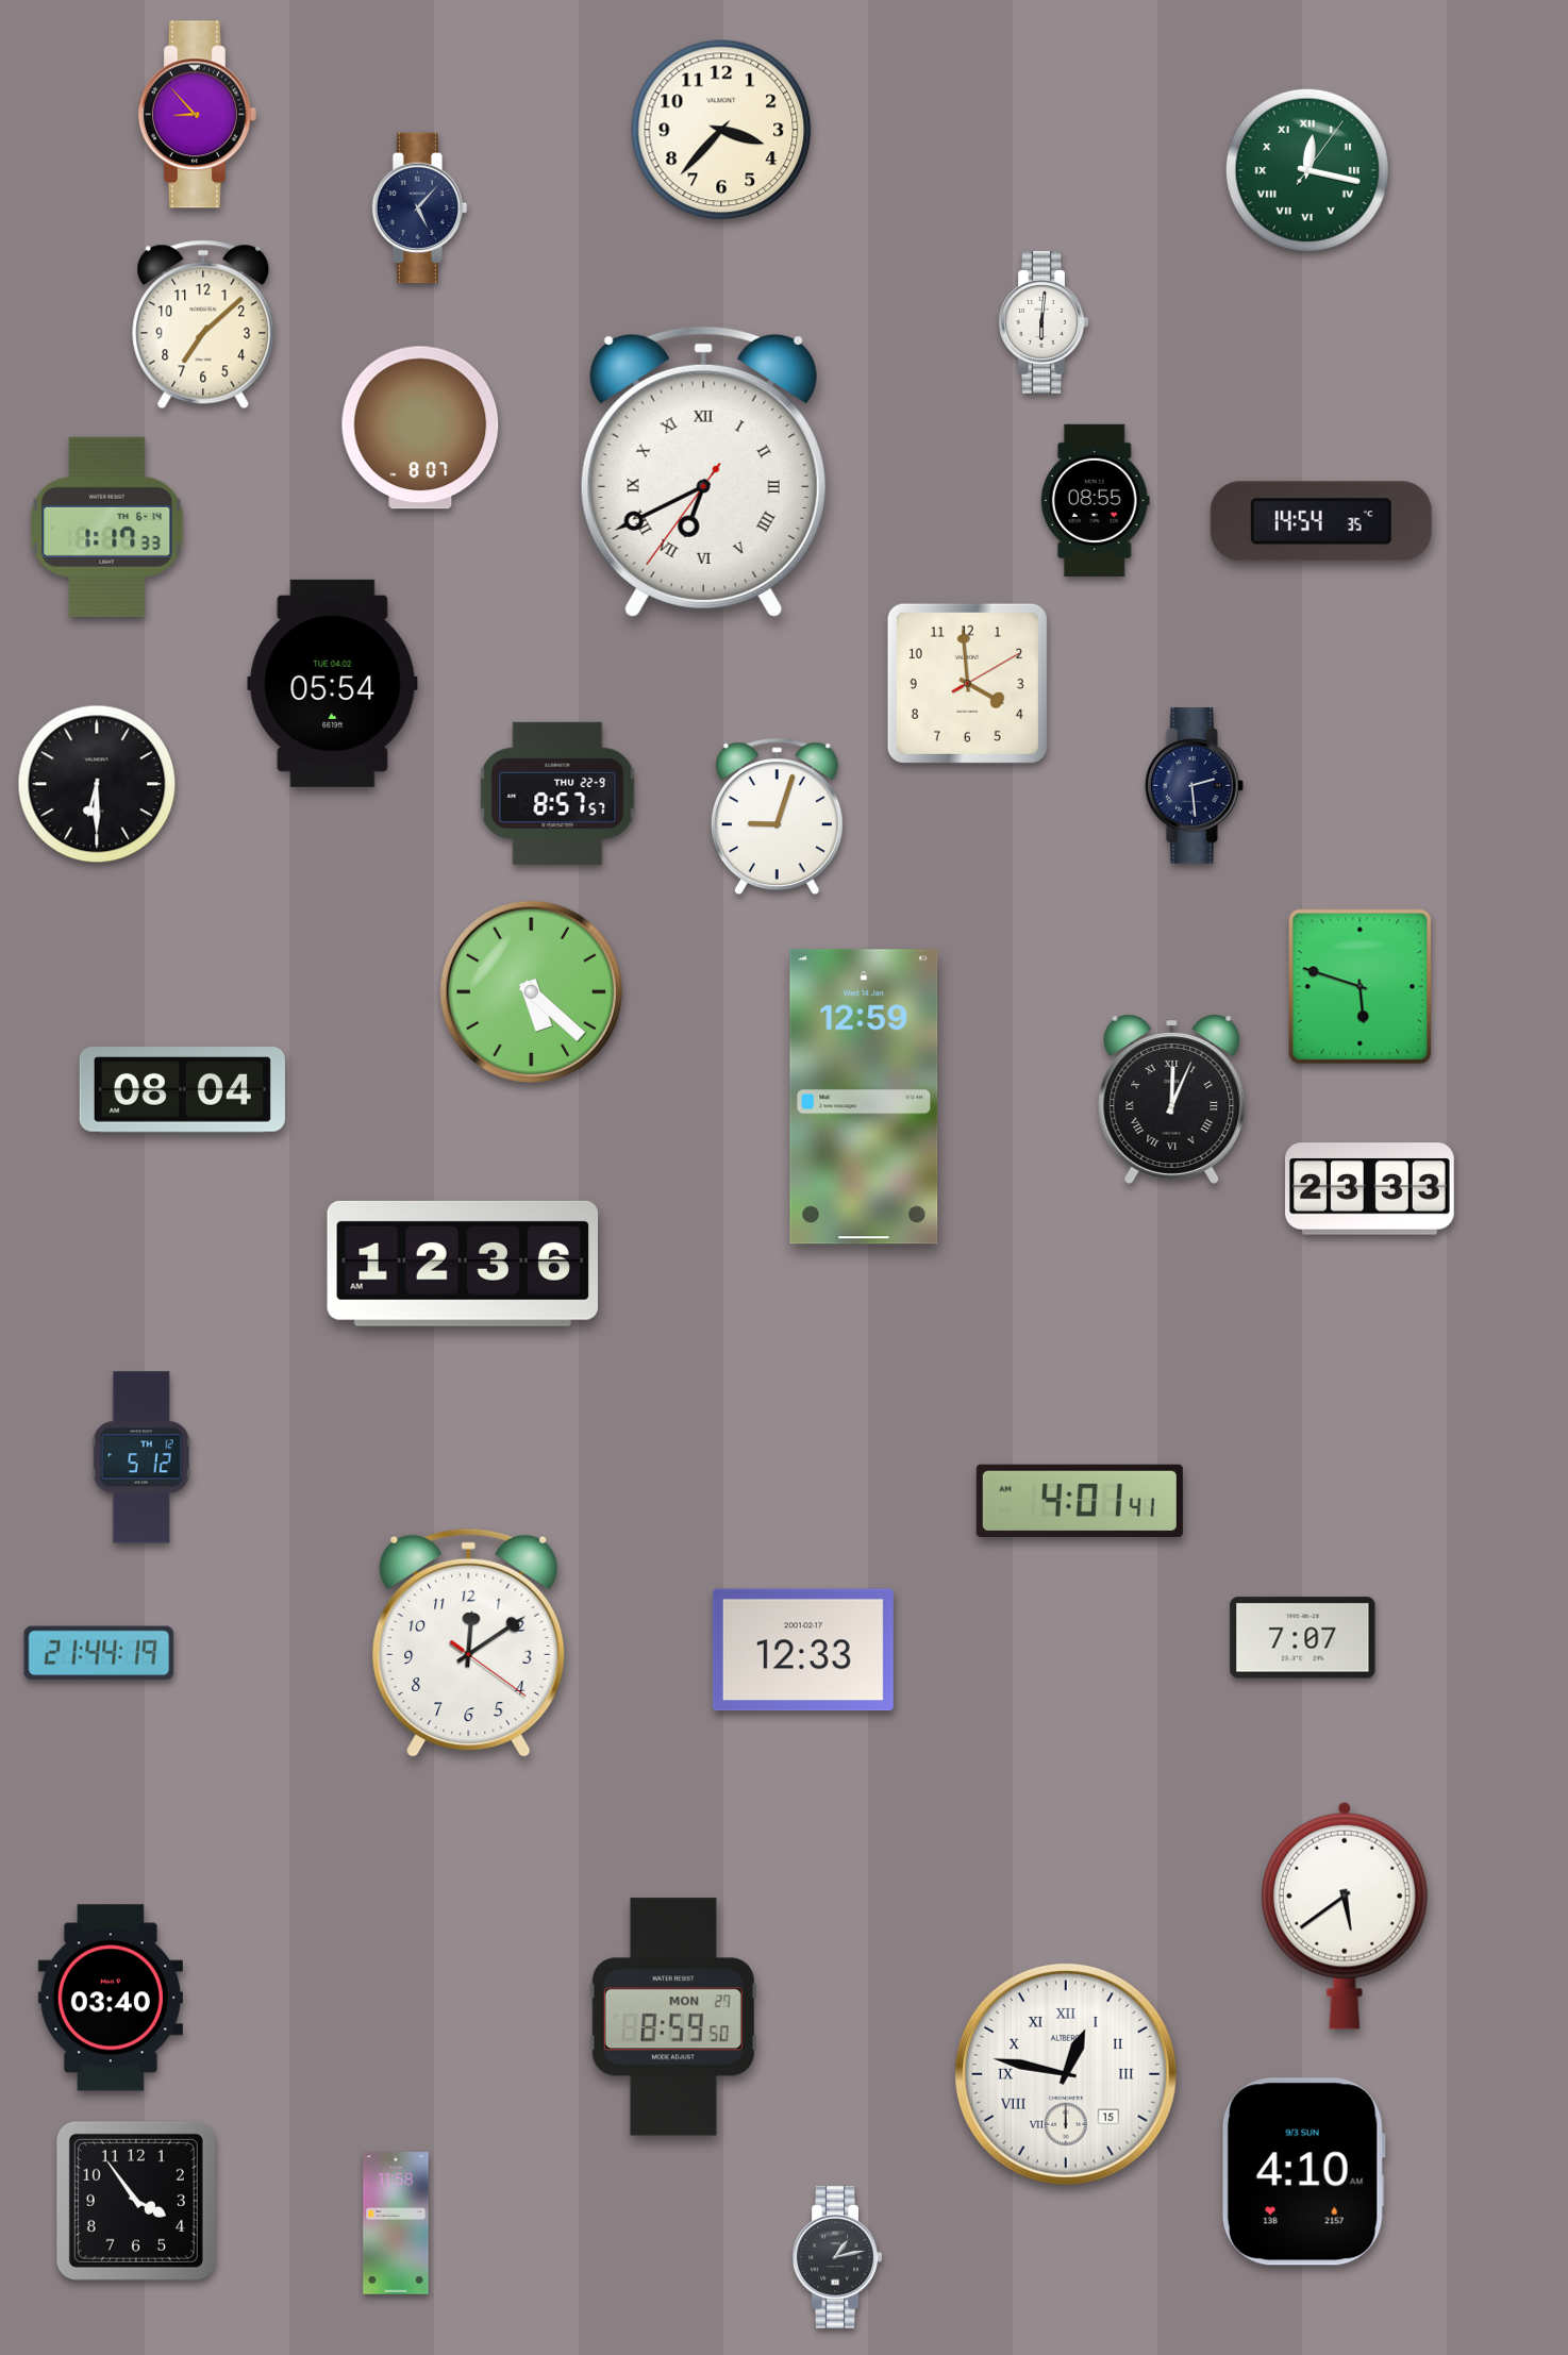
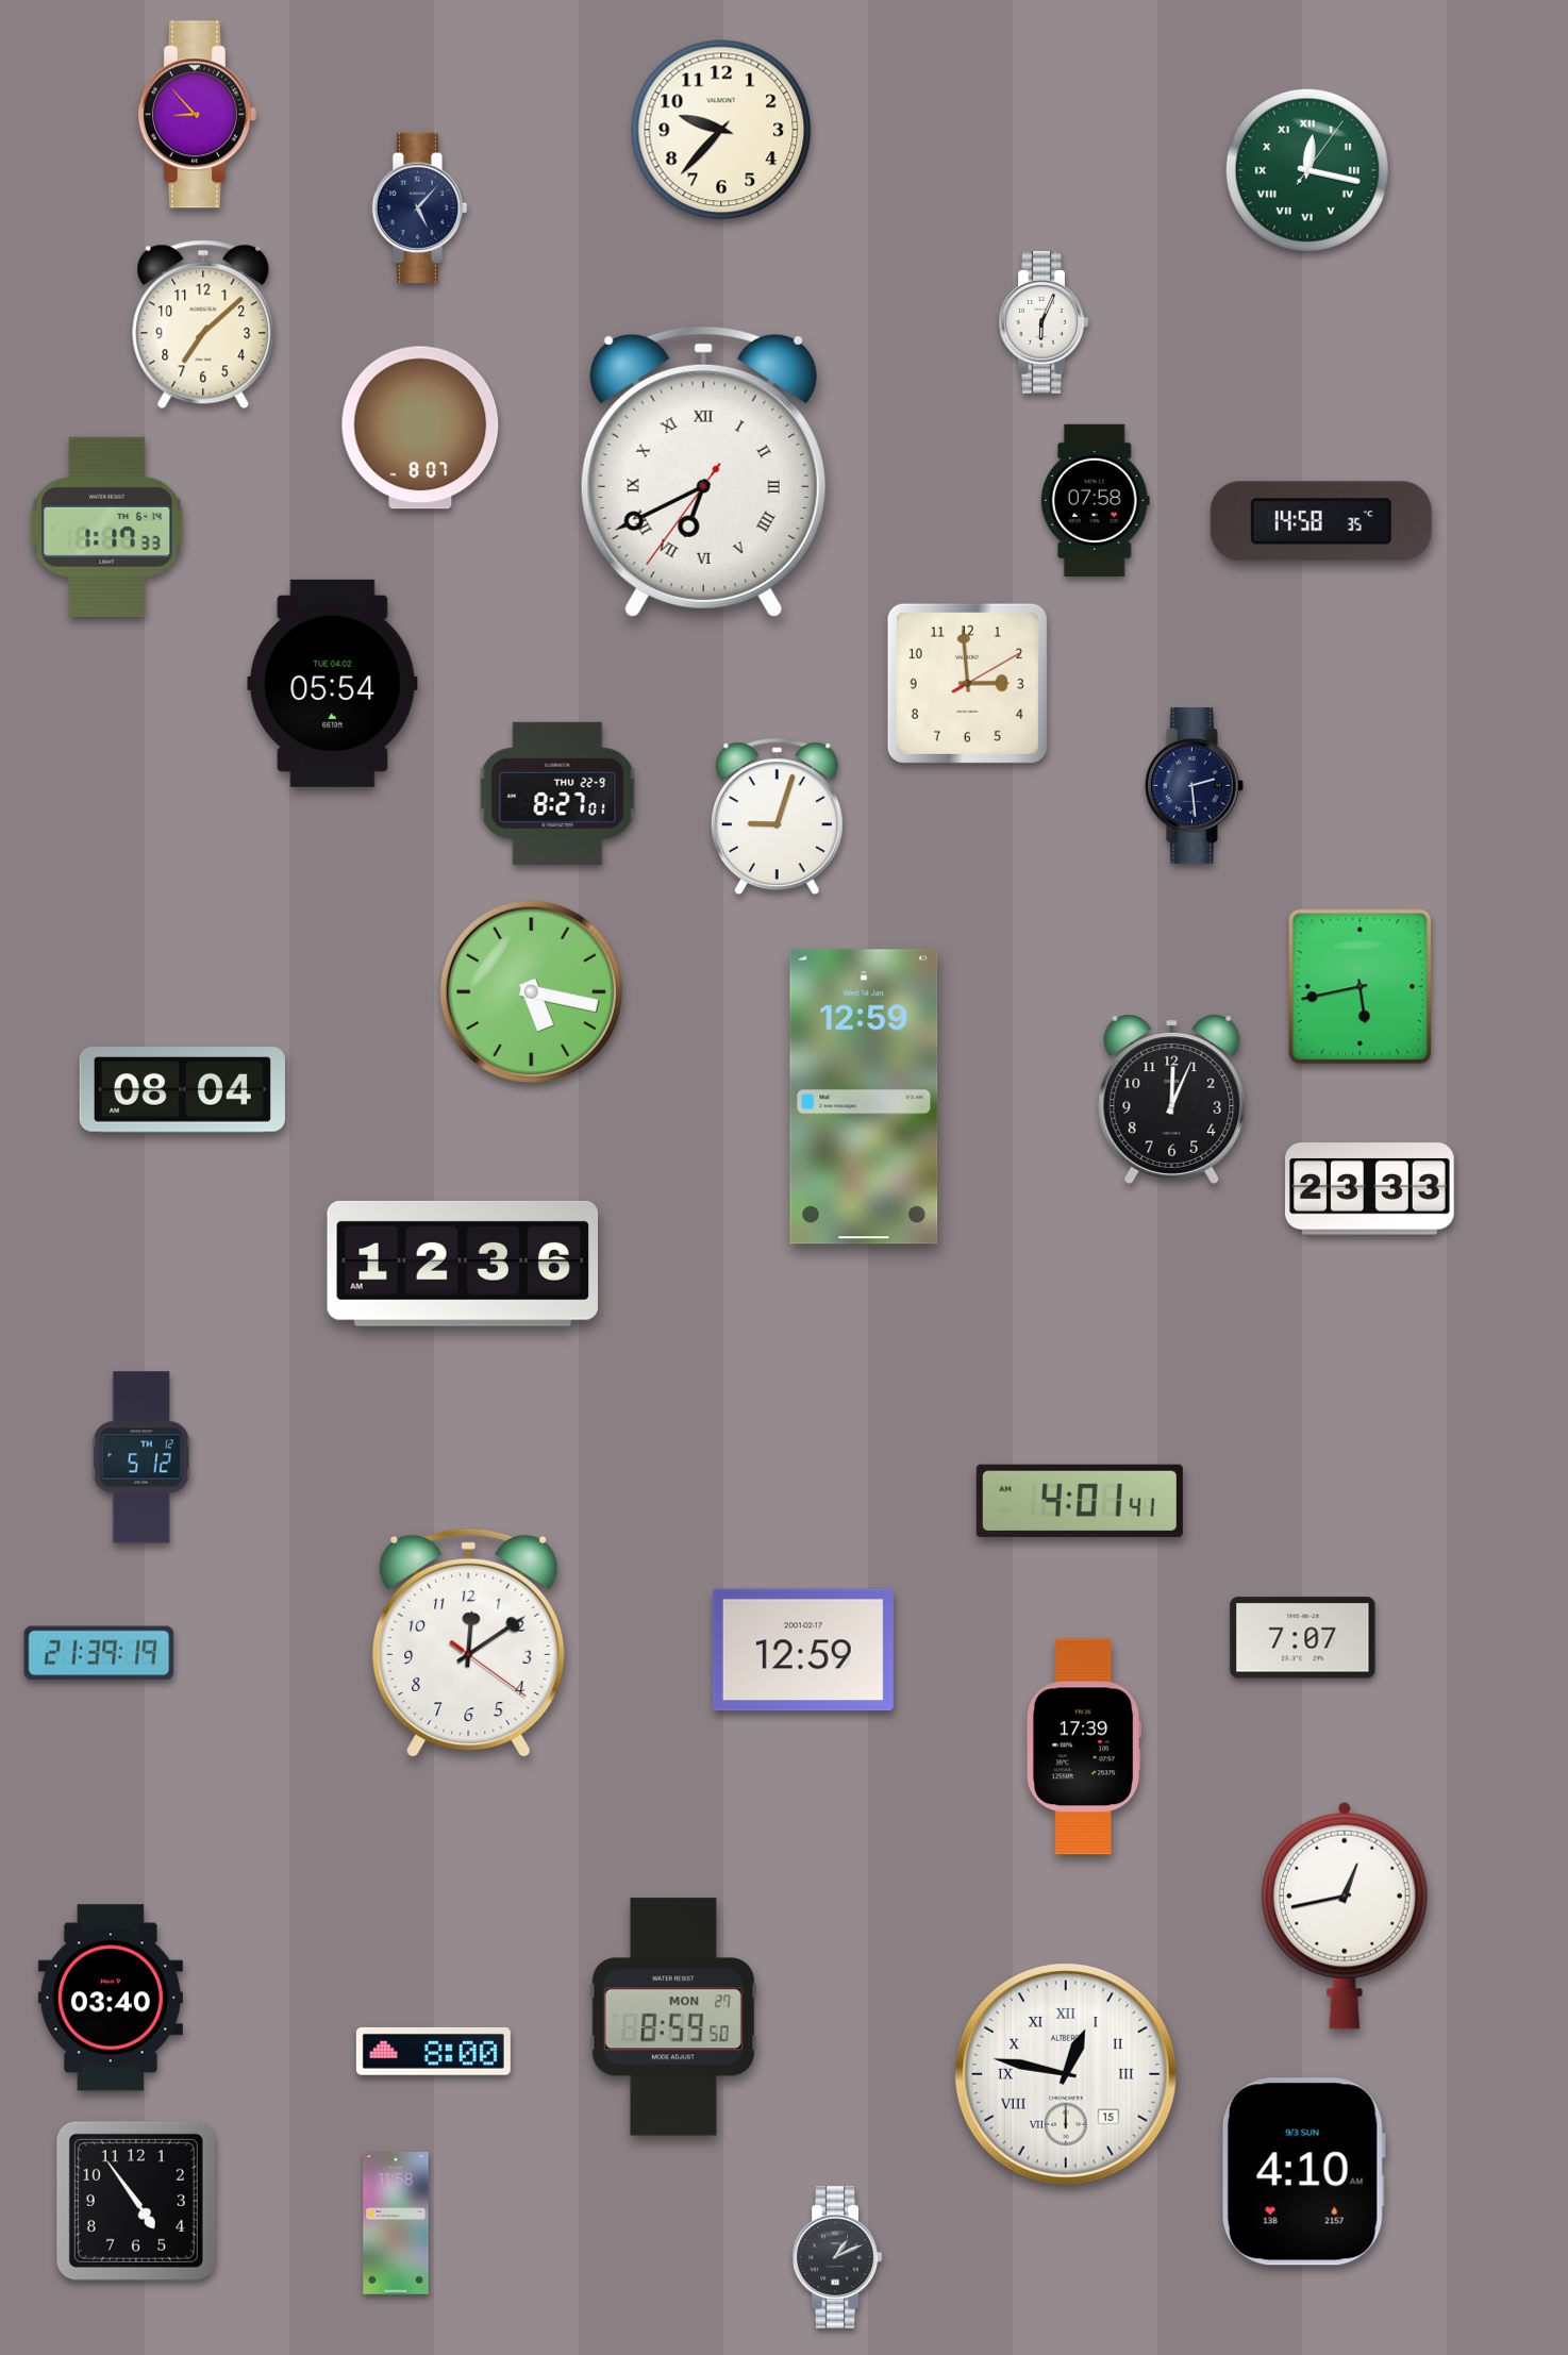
clock at (721, 130): 3:37 -> 9:37
clock at (1044, 323): 6:01 -> 6:04
clock at (1095, 500): 08:55 -> 07:58
clock at (1321, 521): 14:54 -> 14:58
clock at (967, 683): 3:59 -> 2:59
clock at (97, 784): 6:30 -> none
clock at (557, 794): 8:57 -> 8:27
clock at (1361, 987): 5:48 -> 5:43
clock at (531, 991): 5:22 -> 5:17
clock at (1172, 1099) numerals: Roman -> Arabic
clock at (803, 1650): 12:33 -> 12:59
clock at (99, 1653): 21:44 -> 21:39
clock at (1084, 1747): none -> 17:39
clock at (1345, 1916): 5:39 -> 12:43
clock at (433, 2052): none -> 8:00
clock at (136, 2201): 3:54 -> 4:54
clock at (837, 2258): 1:13 -> 1:11
